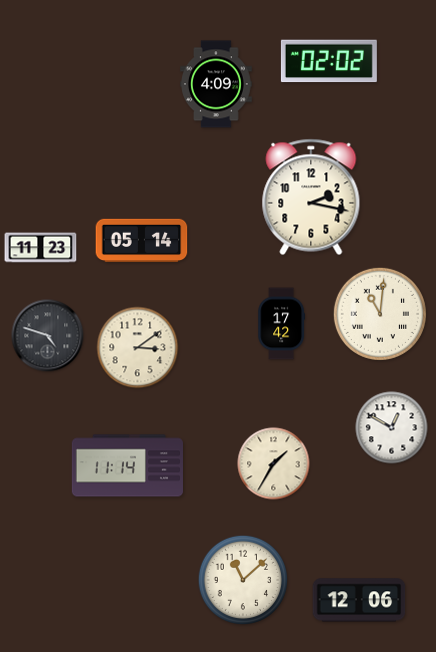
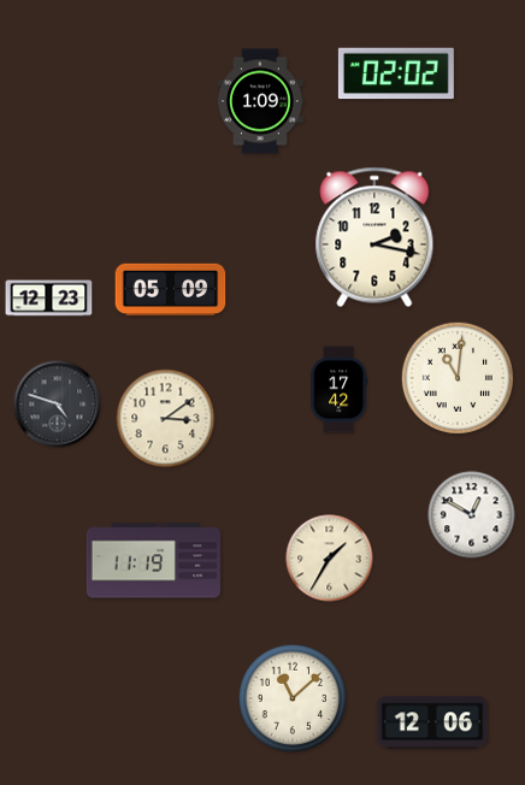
clock at (217, 84): 4:09 -> 1:09
clock at (142, 241): 05:14 -> 05:09
clock at (41, 248): 11:23 -> 12:23
clock at (127, 466): 11:14 -> 11:19
